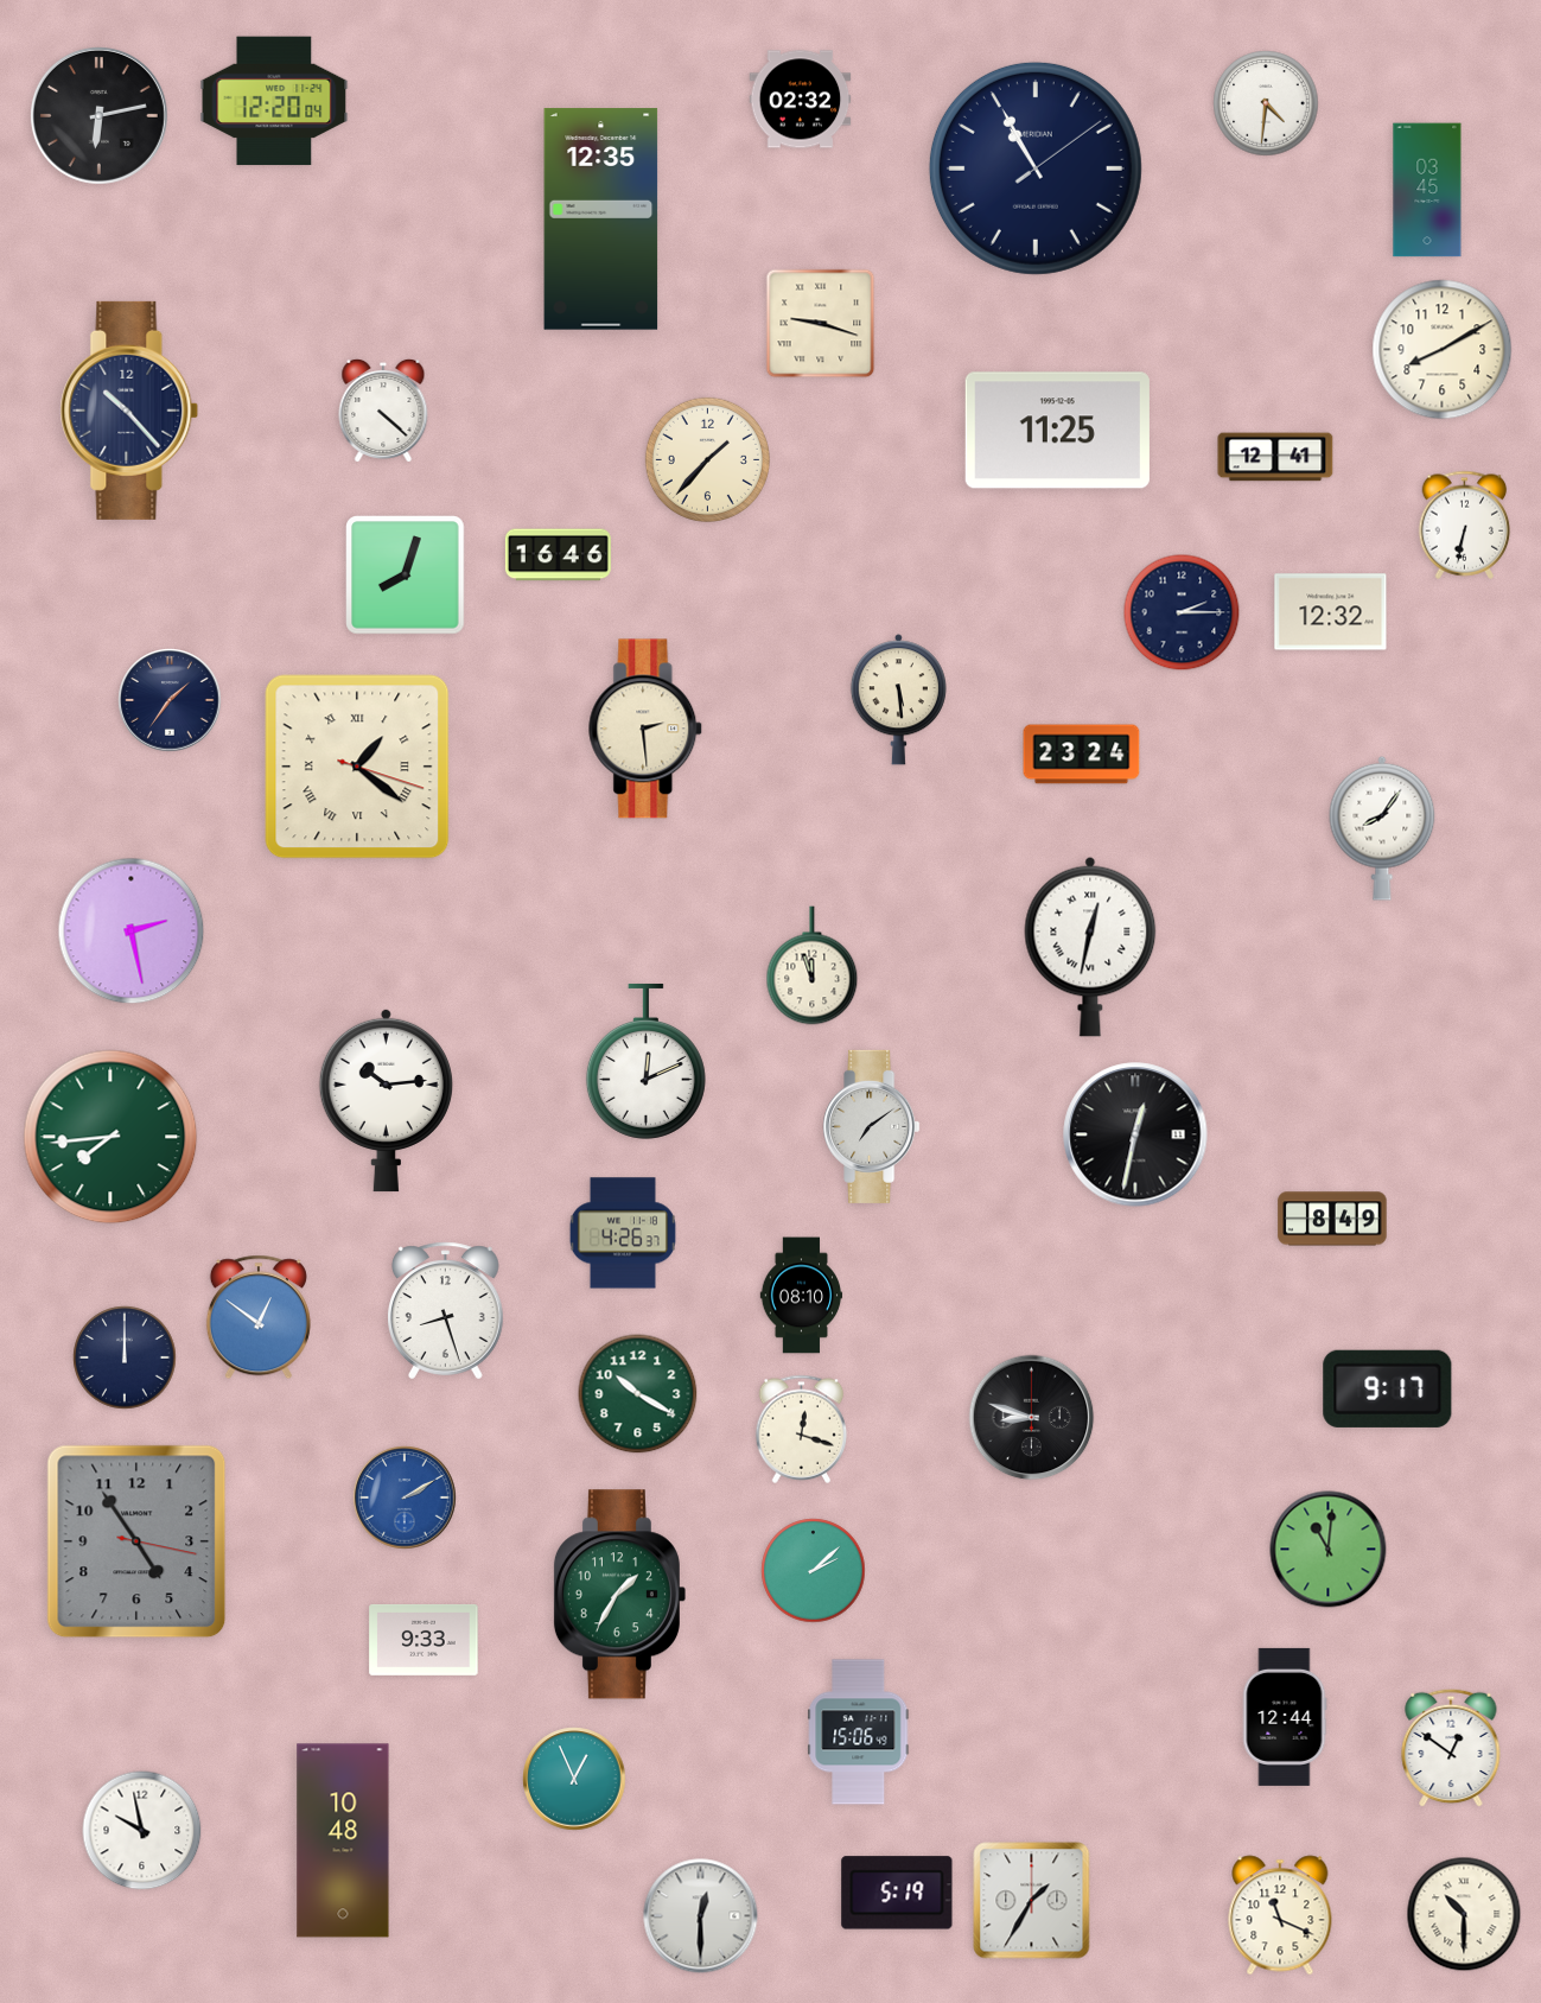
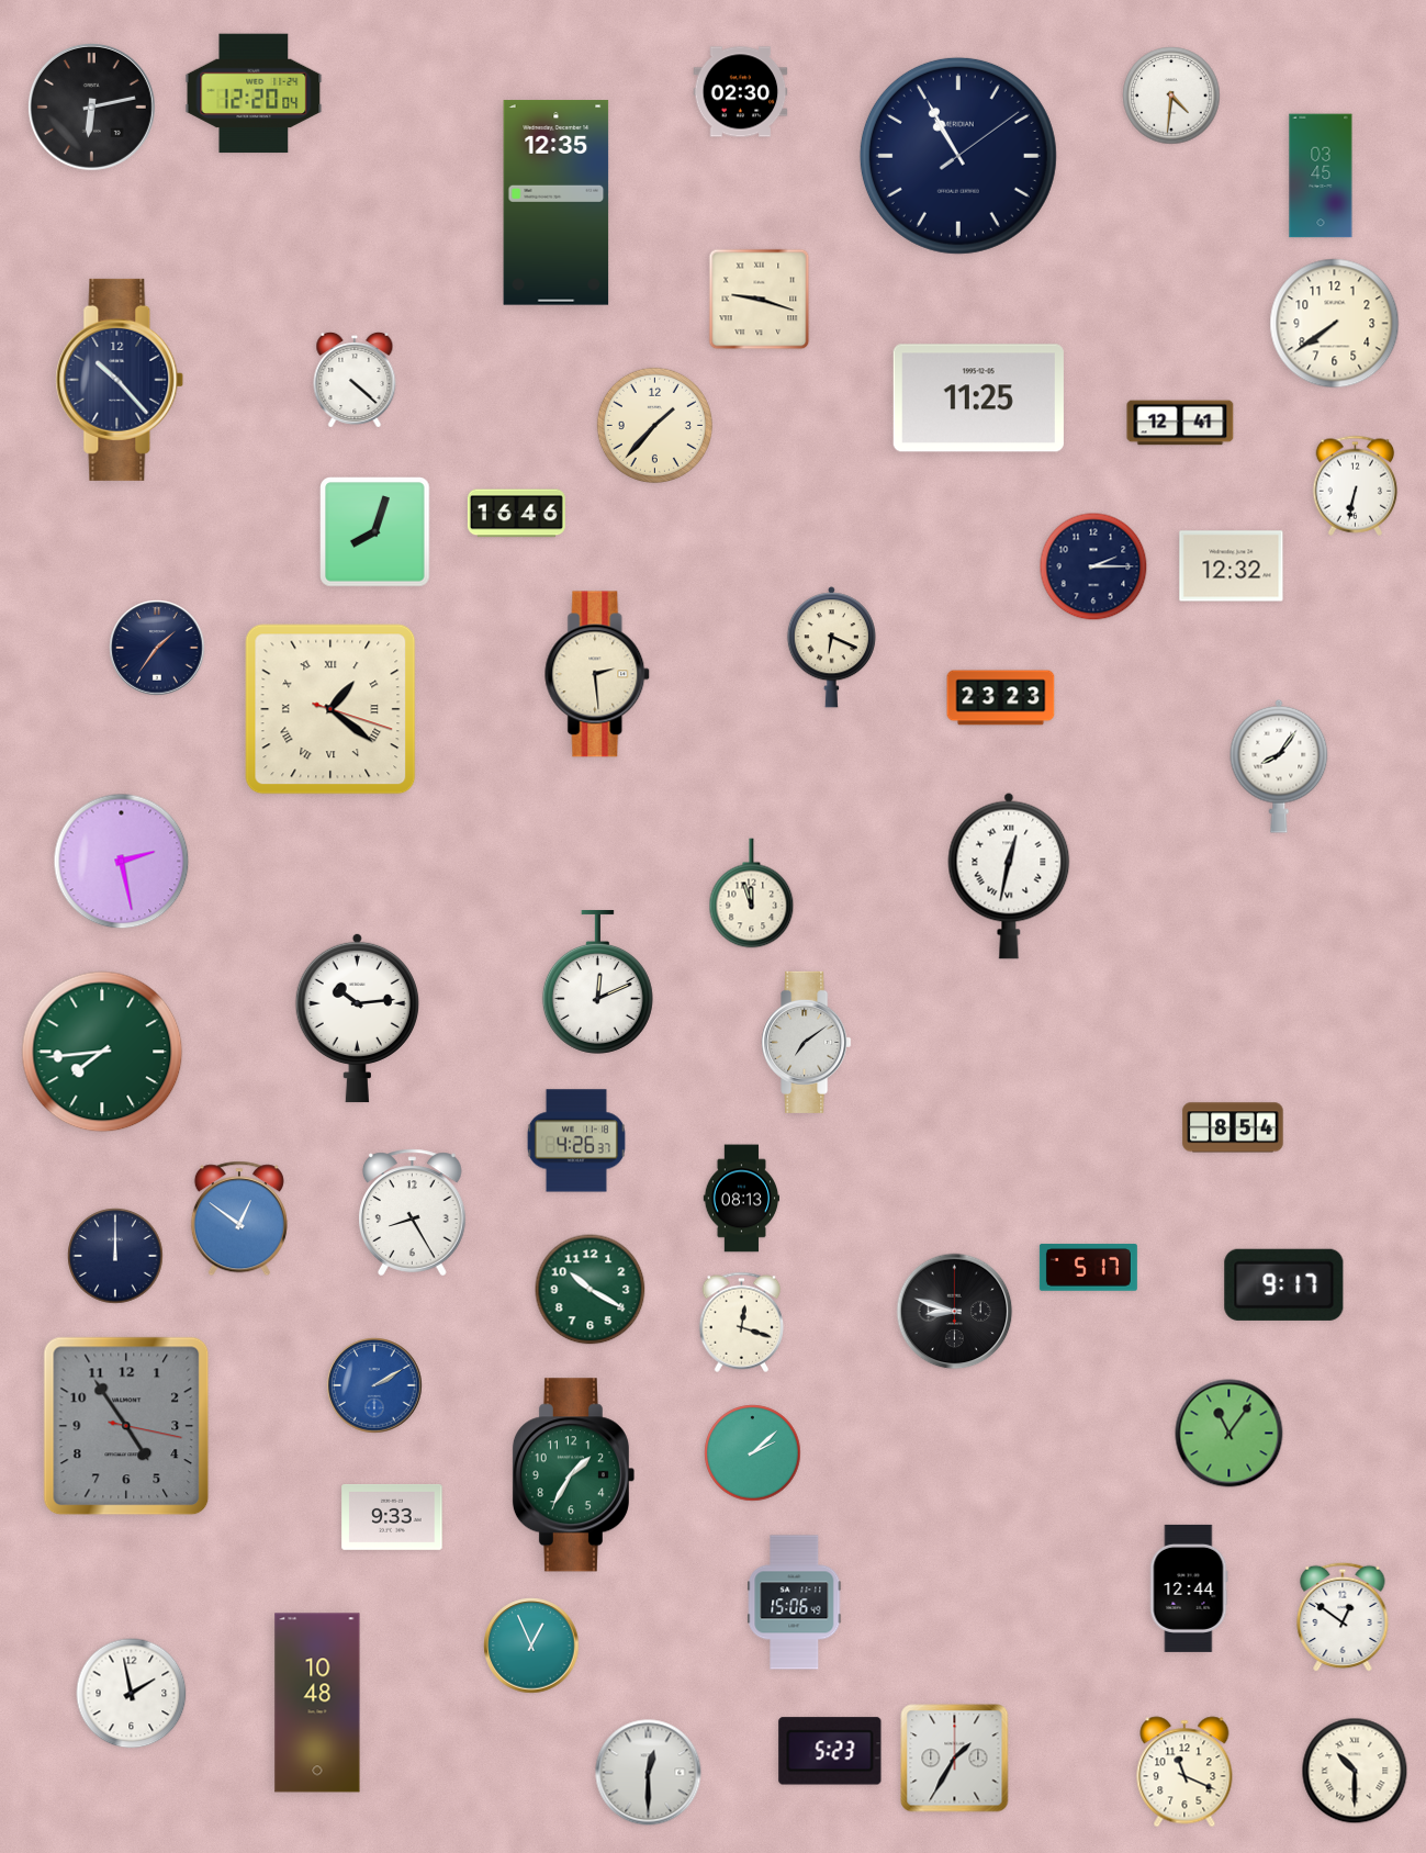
clock at (801, 100): 02:32 -> 02:30
clock at (1443, 350): 8:10 -> 7:39
clock at (898, 700): 5:29 -> 6:19
clock at (1082, 755): 23:24 -> 23:23
clock at (1135, 1134): 12:32 -> none
clock at (1332, 1219): 8:49 -> 8:54
clock at (802, 1296): 08:10 -> 08:13
clock at (446, 1311): 8:27 -> 8:25
clock at (1088, 1268): none -> 5:17
clock at (1329, 1550): 11:01 -> 11:06
clock at (142, 1831): 9:58 -> 1:58
clock at (897, 1893): 5:19 -> 5:23
